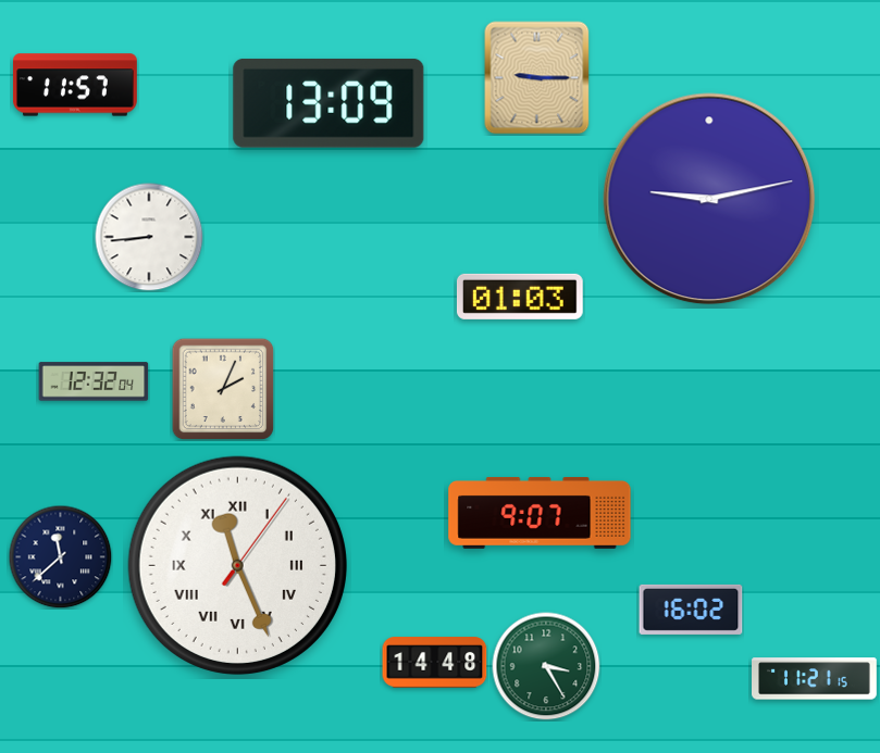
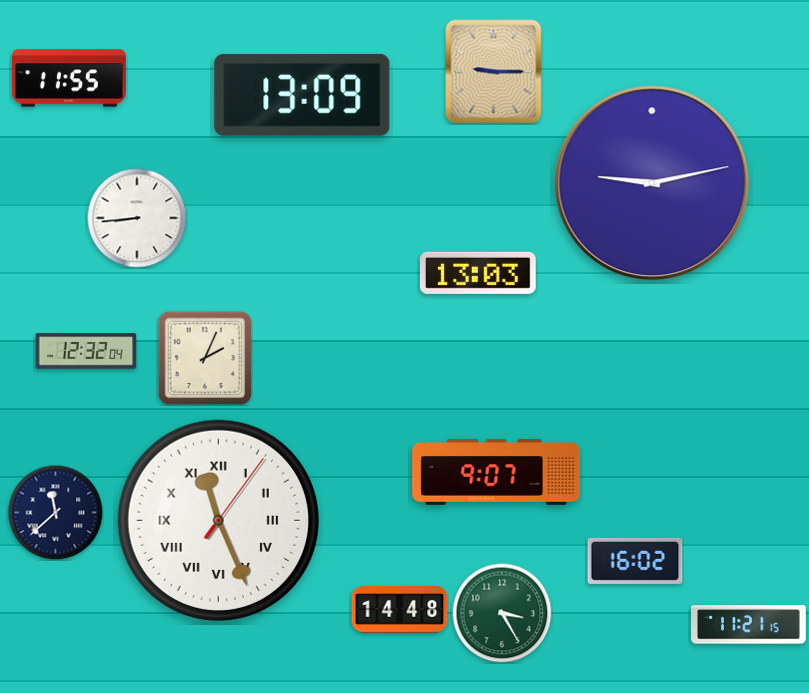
clock at (75, 85): 11:57 -> 11:55
clock at (520, 297): 01:03 -> 13:03
